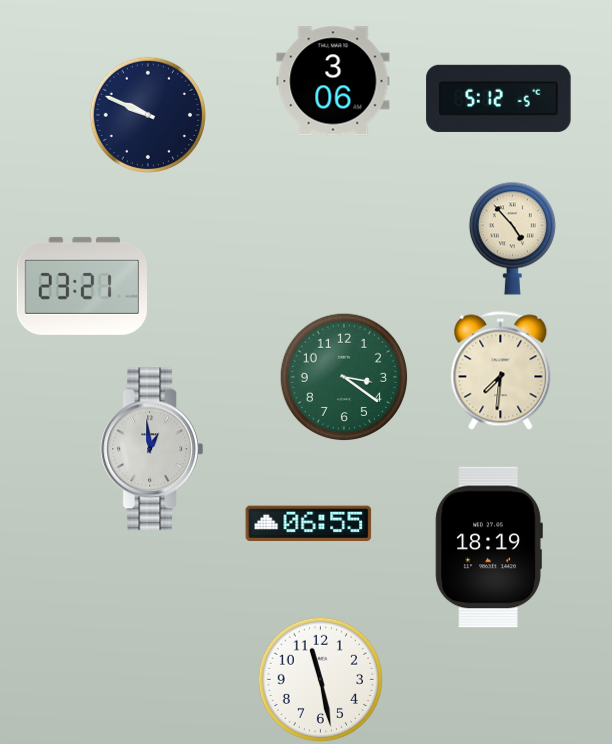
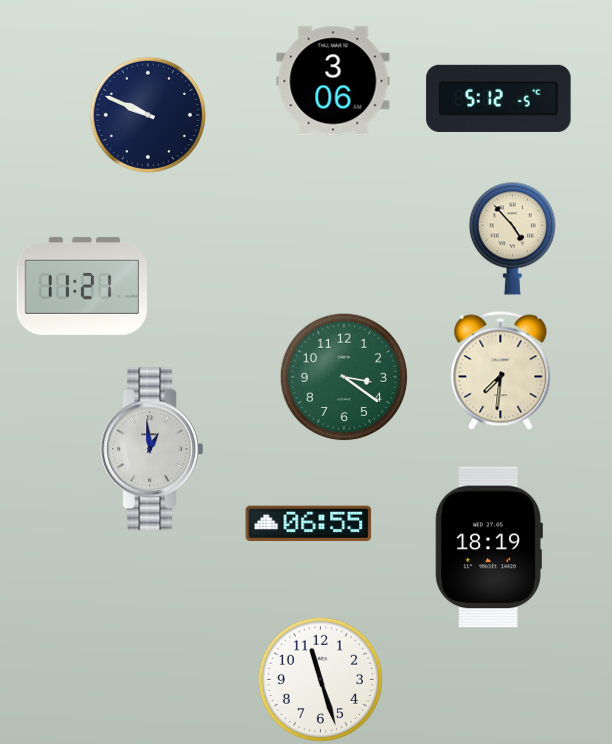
clock at (81, 286): 23:21 -> 11:21
clock at (321, 680): 11:28 -> 11:27
